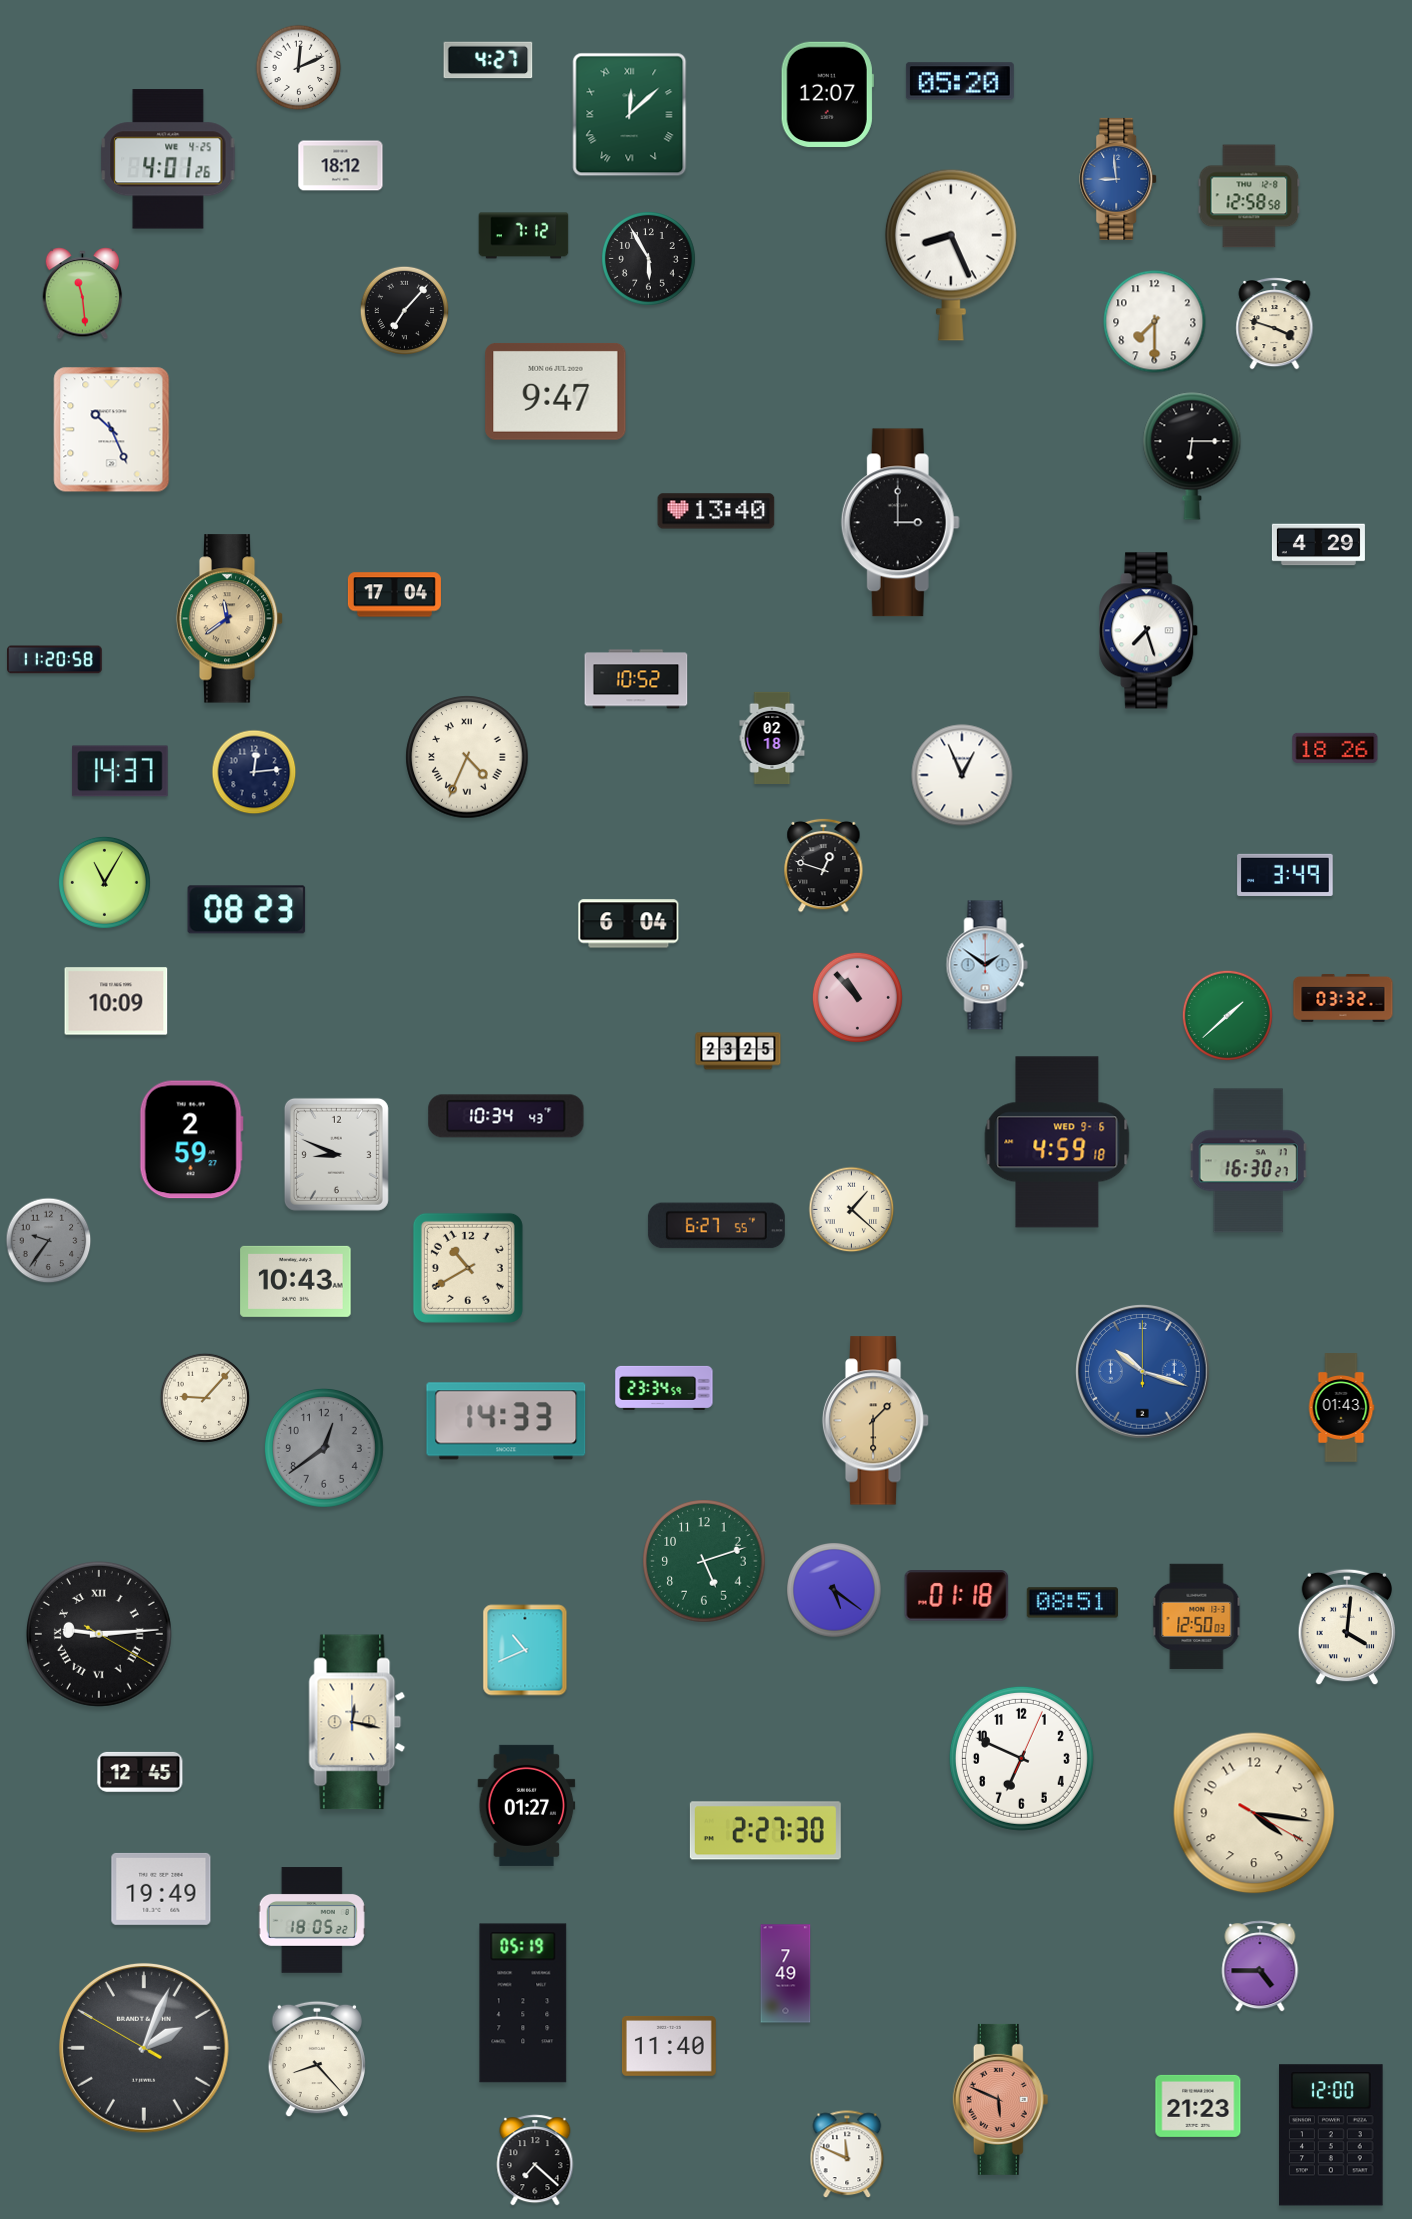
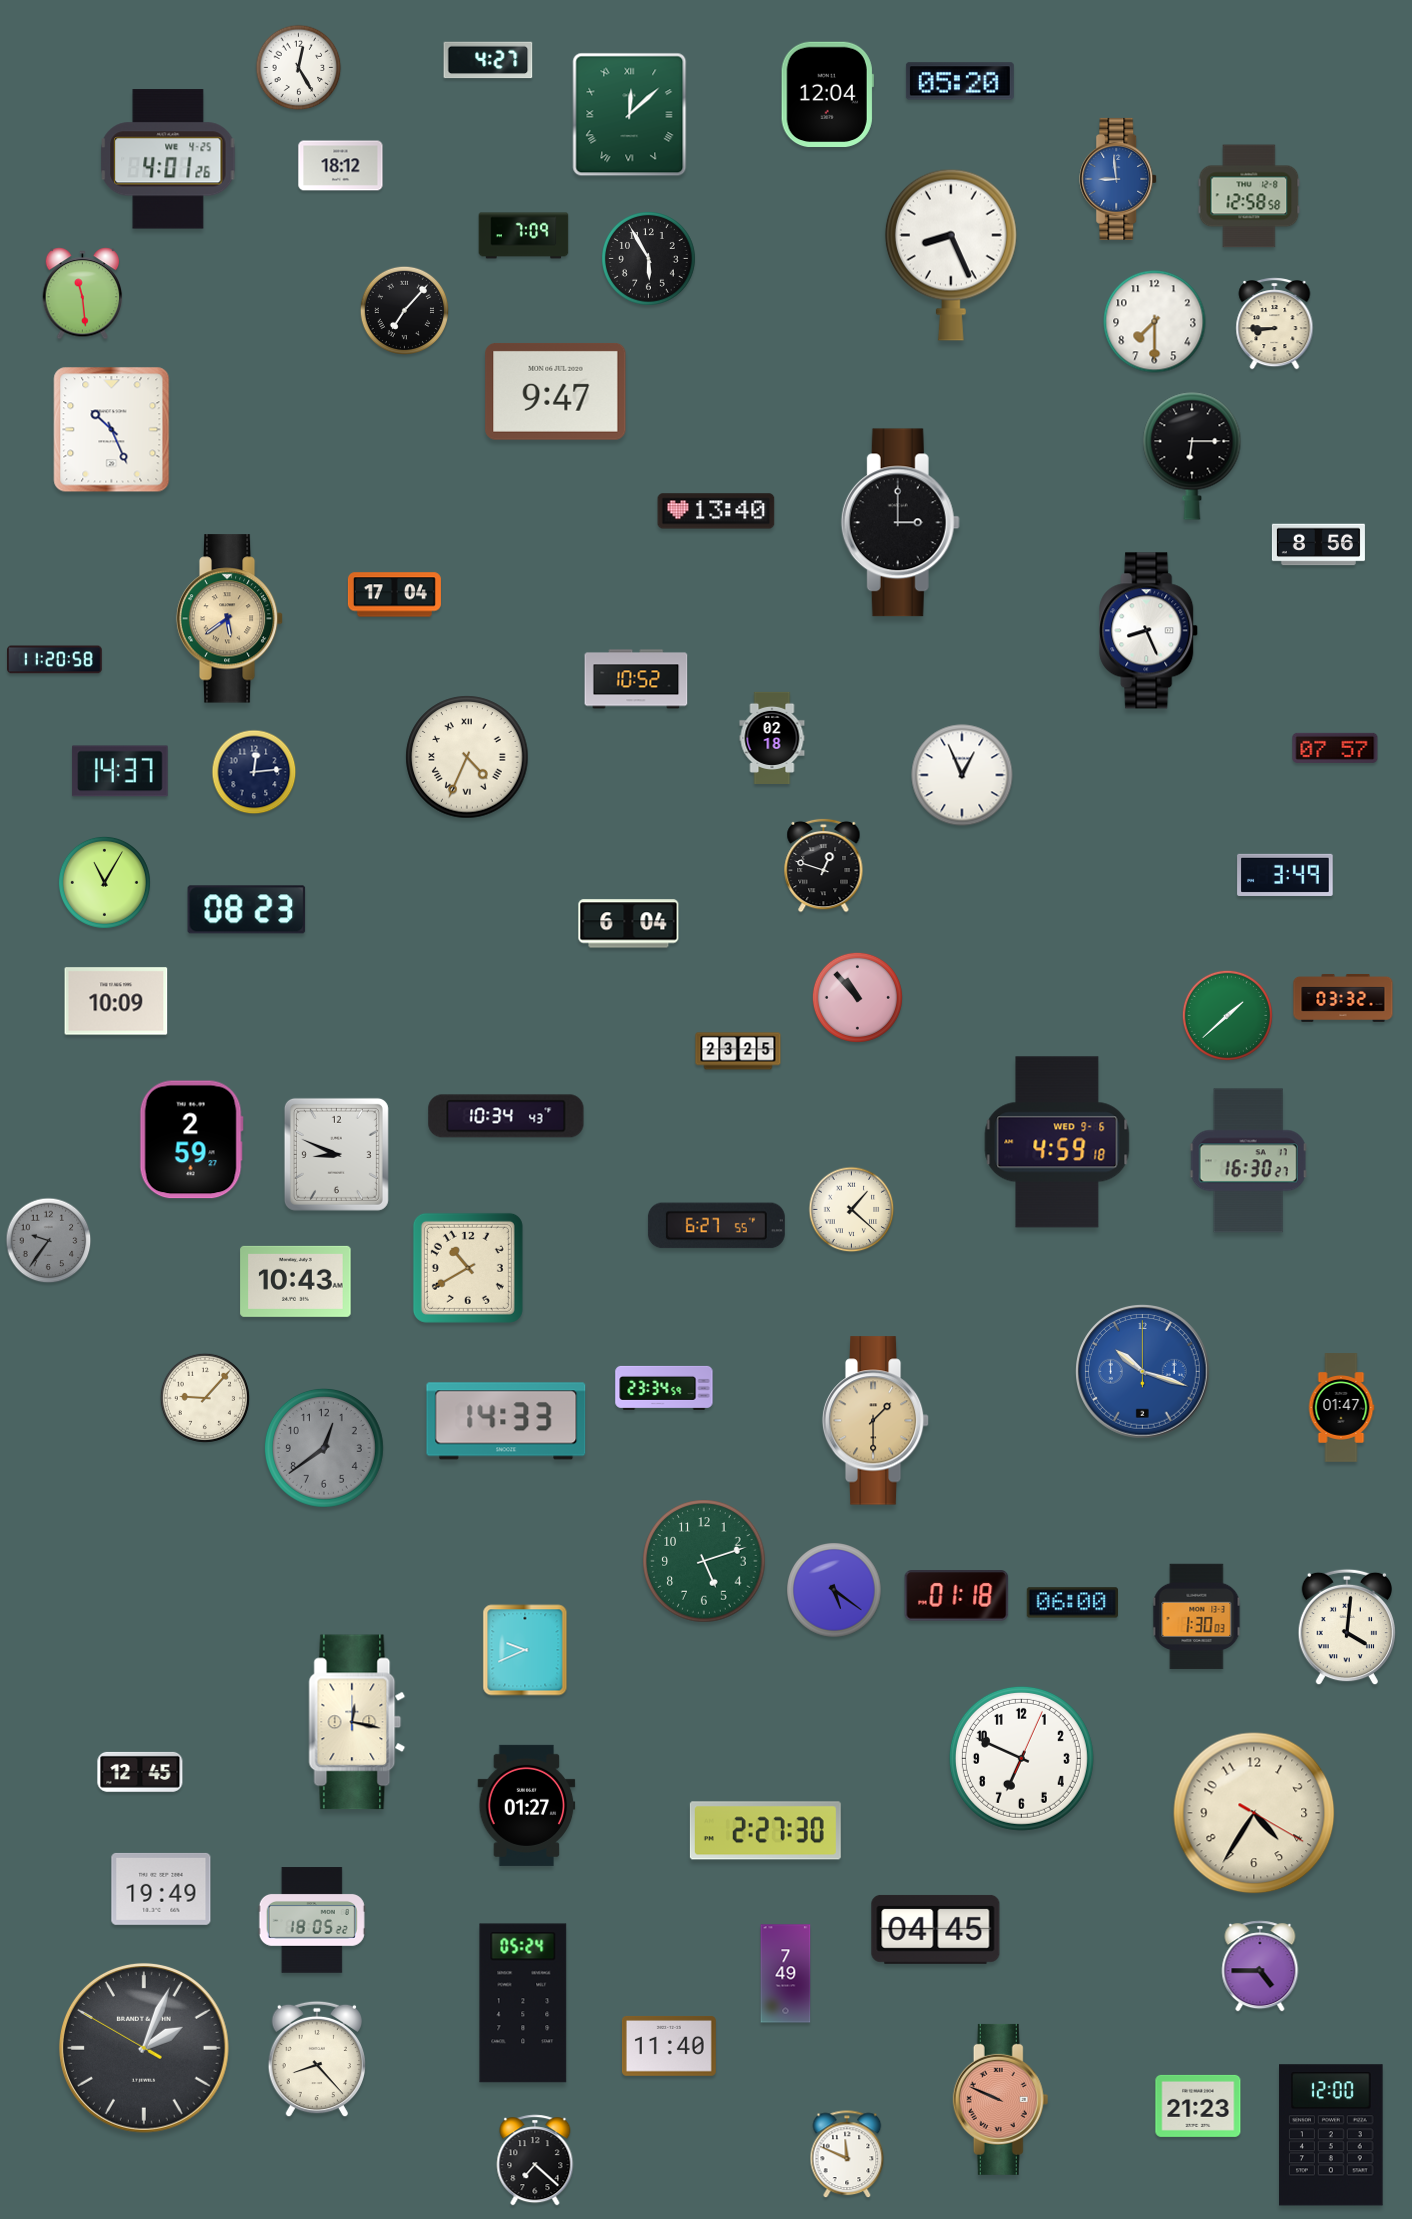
clock at (299, 68): 12:11 -> 12:25
clock at (827, 95): 12:07 -> 12:04
clock at (524, 236): 7:12 -> 7:09
clock at (1275, 324): 3:48 -> 8:45
clock at (1318, 545): 4:29 -> 8:56
clock at (230, 619): 11:39 -> 5:39
clock at (1149, 631): 7:27 -> 8:26
clock at (1335, 748): 18:26 -> 07:57
clock at (987, 965): 1:51 -> none
clock at (1341, 1408): 01:43 -> 01:47
clock at (1073, 1603): 08:51 -> 06:00
clock at (1197, 1617): 12:50 -> 1:30
clock at (99, 1634): 9:14 -> none
clock at (525, 1650): 10:41 -> 9:41
clock at (1254, 1813): 4:16 -> 4:35
clock at (936, 1929): none -> 04:45
clock at (523, 2003): 05:19 -> 05:24
clock at (1001, 2099): 5:49 -> 9:49
